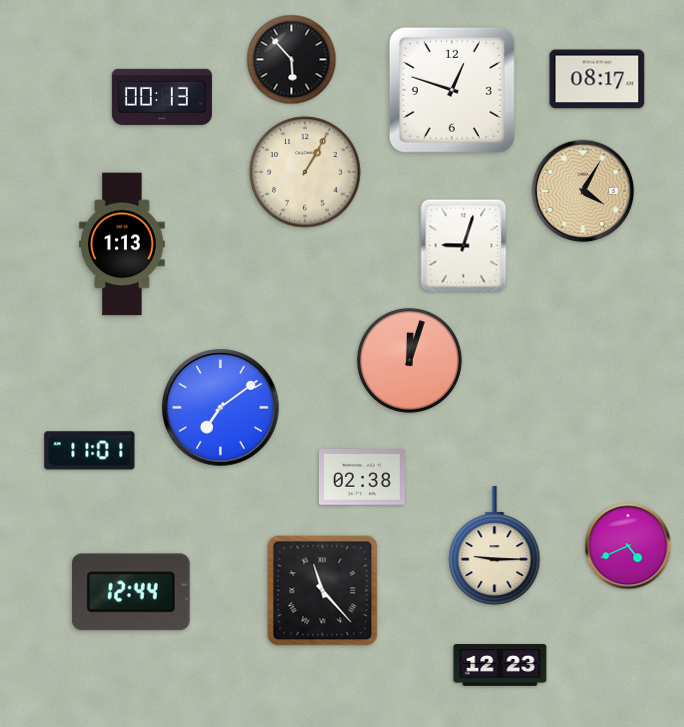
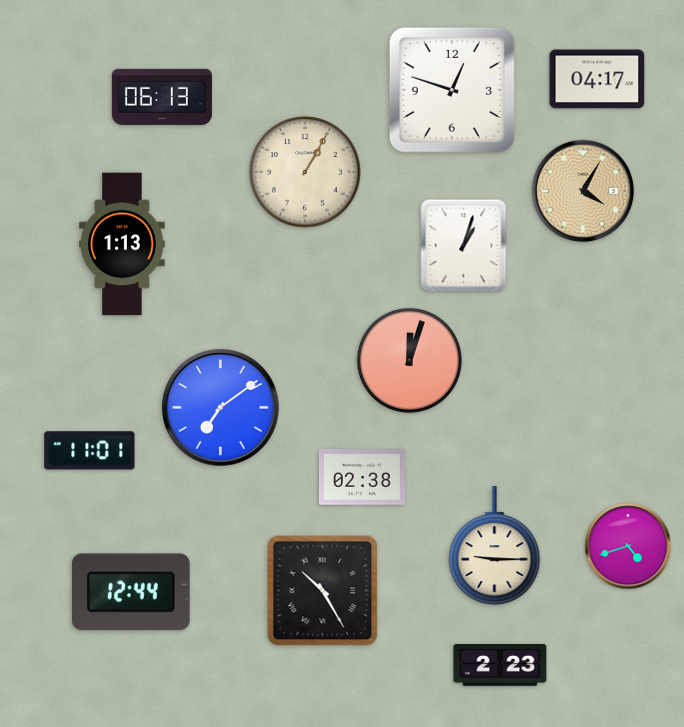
clock at (292, 60): 5:53 -> none
clock at (597, 79): 08:17 -> 04:17
clock at (162, 97): 00:13 -> 06:13
clock at (464, 246): 9:03 -> 1:03
clock at (628, 546): 4:41 -> 4:42
clock at (323, 591): 11:23 -> 10:25
clock at (500, 666): 12:23 -> 2:23
